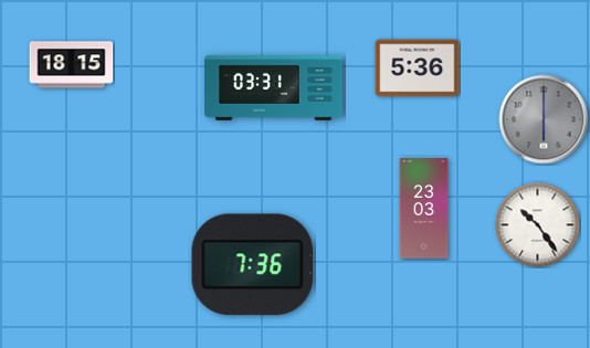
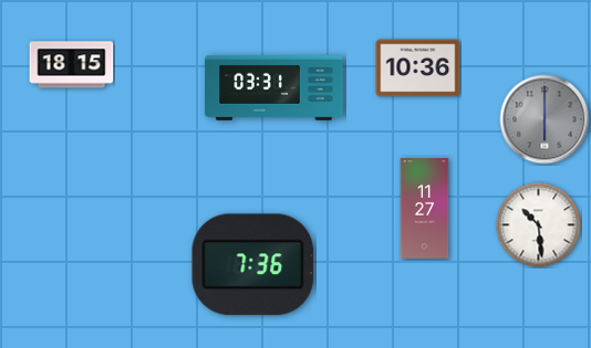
clock at (418, 68): 5:36 -> 10:36
clock at (424, 209): 23:03 -> 11:27
clock at (538, 225): 10:24 -> 10:29
